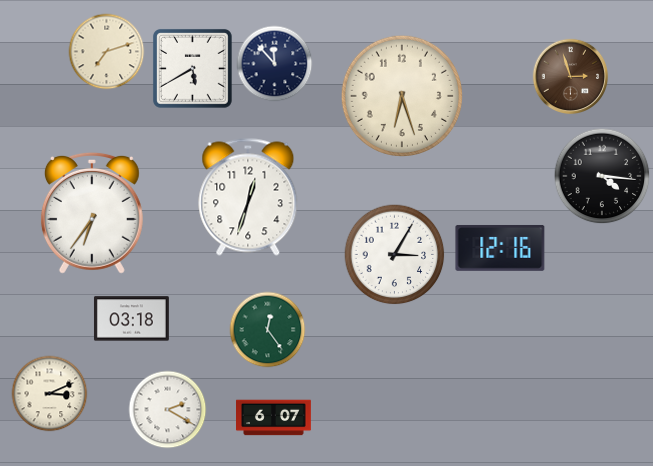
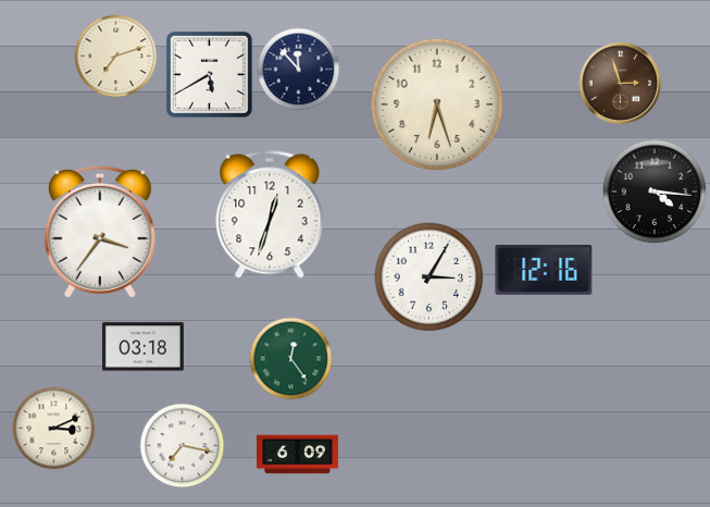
clock at (92, 213): 6:36 -> 3:36
clock at (168, 410): 2:20 -> 7:17
clock at (274, 418): 6:07 -> 6:09
